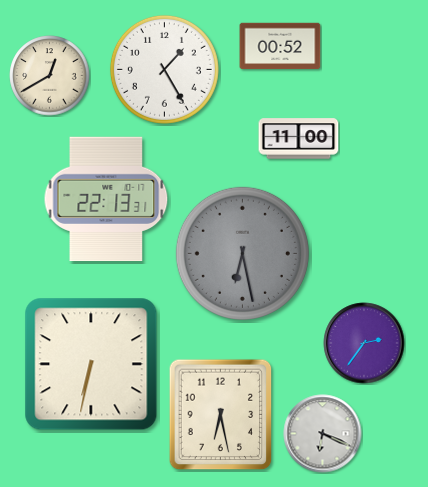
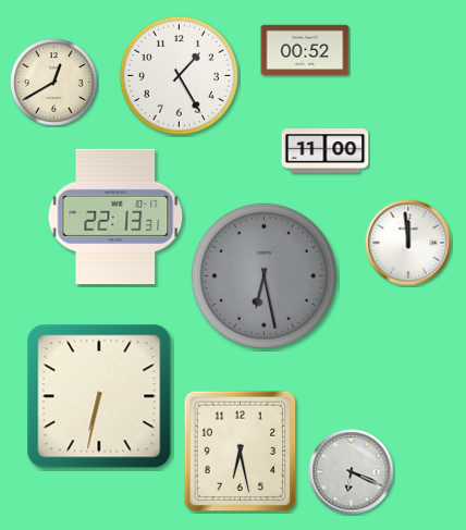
clock at (408, 243): none -> 11:59
clock at (364, 343): 2:36 -> none
